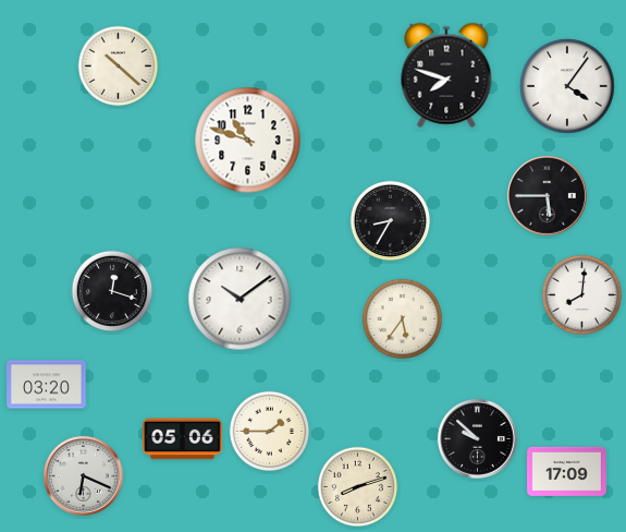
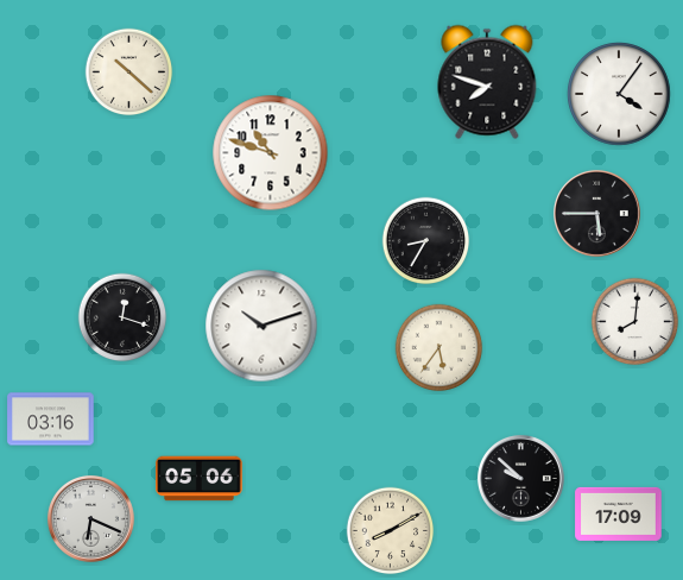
clock at (240, 299): 10:09 -> 10:12
clock at (47, 385): 03:20 -> 03:16
clock at (270, 432): 1:45 -> none
clock at (358, 487): 8:12 -> 8:10
